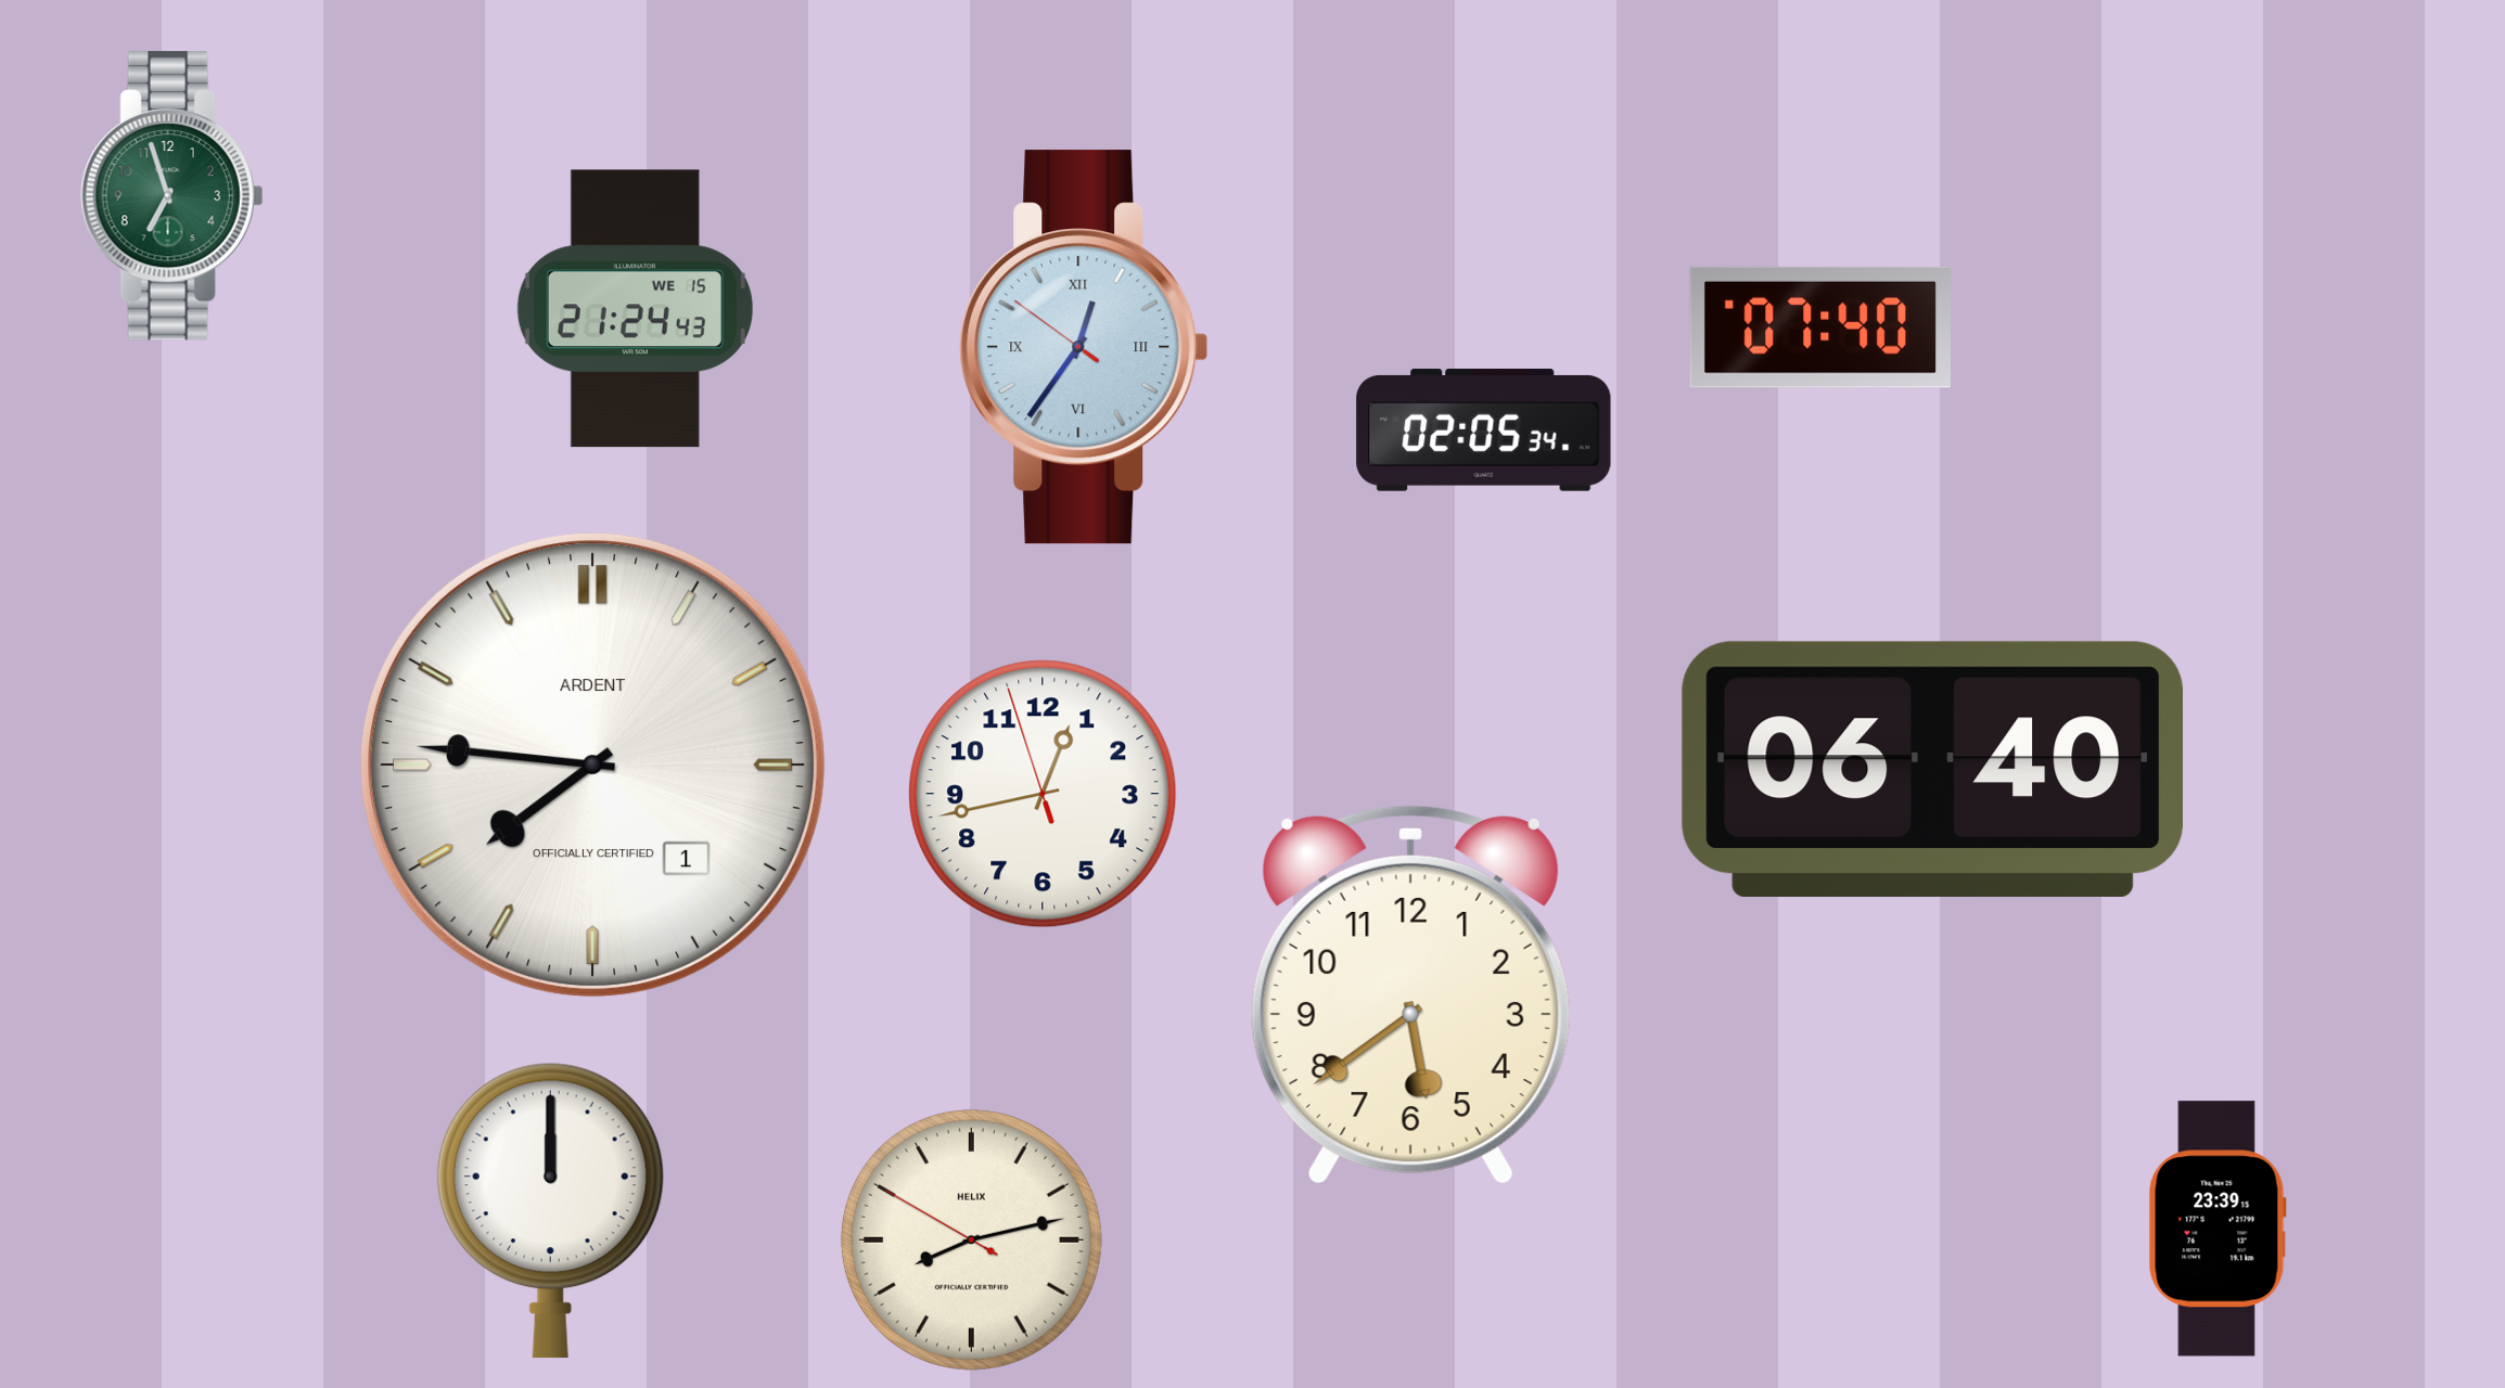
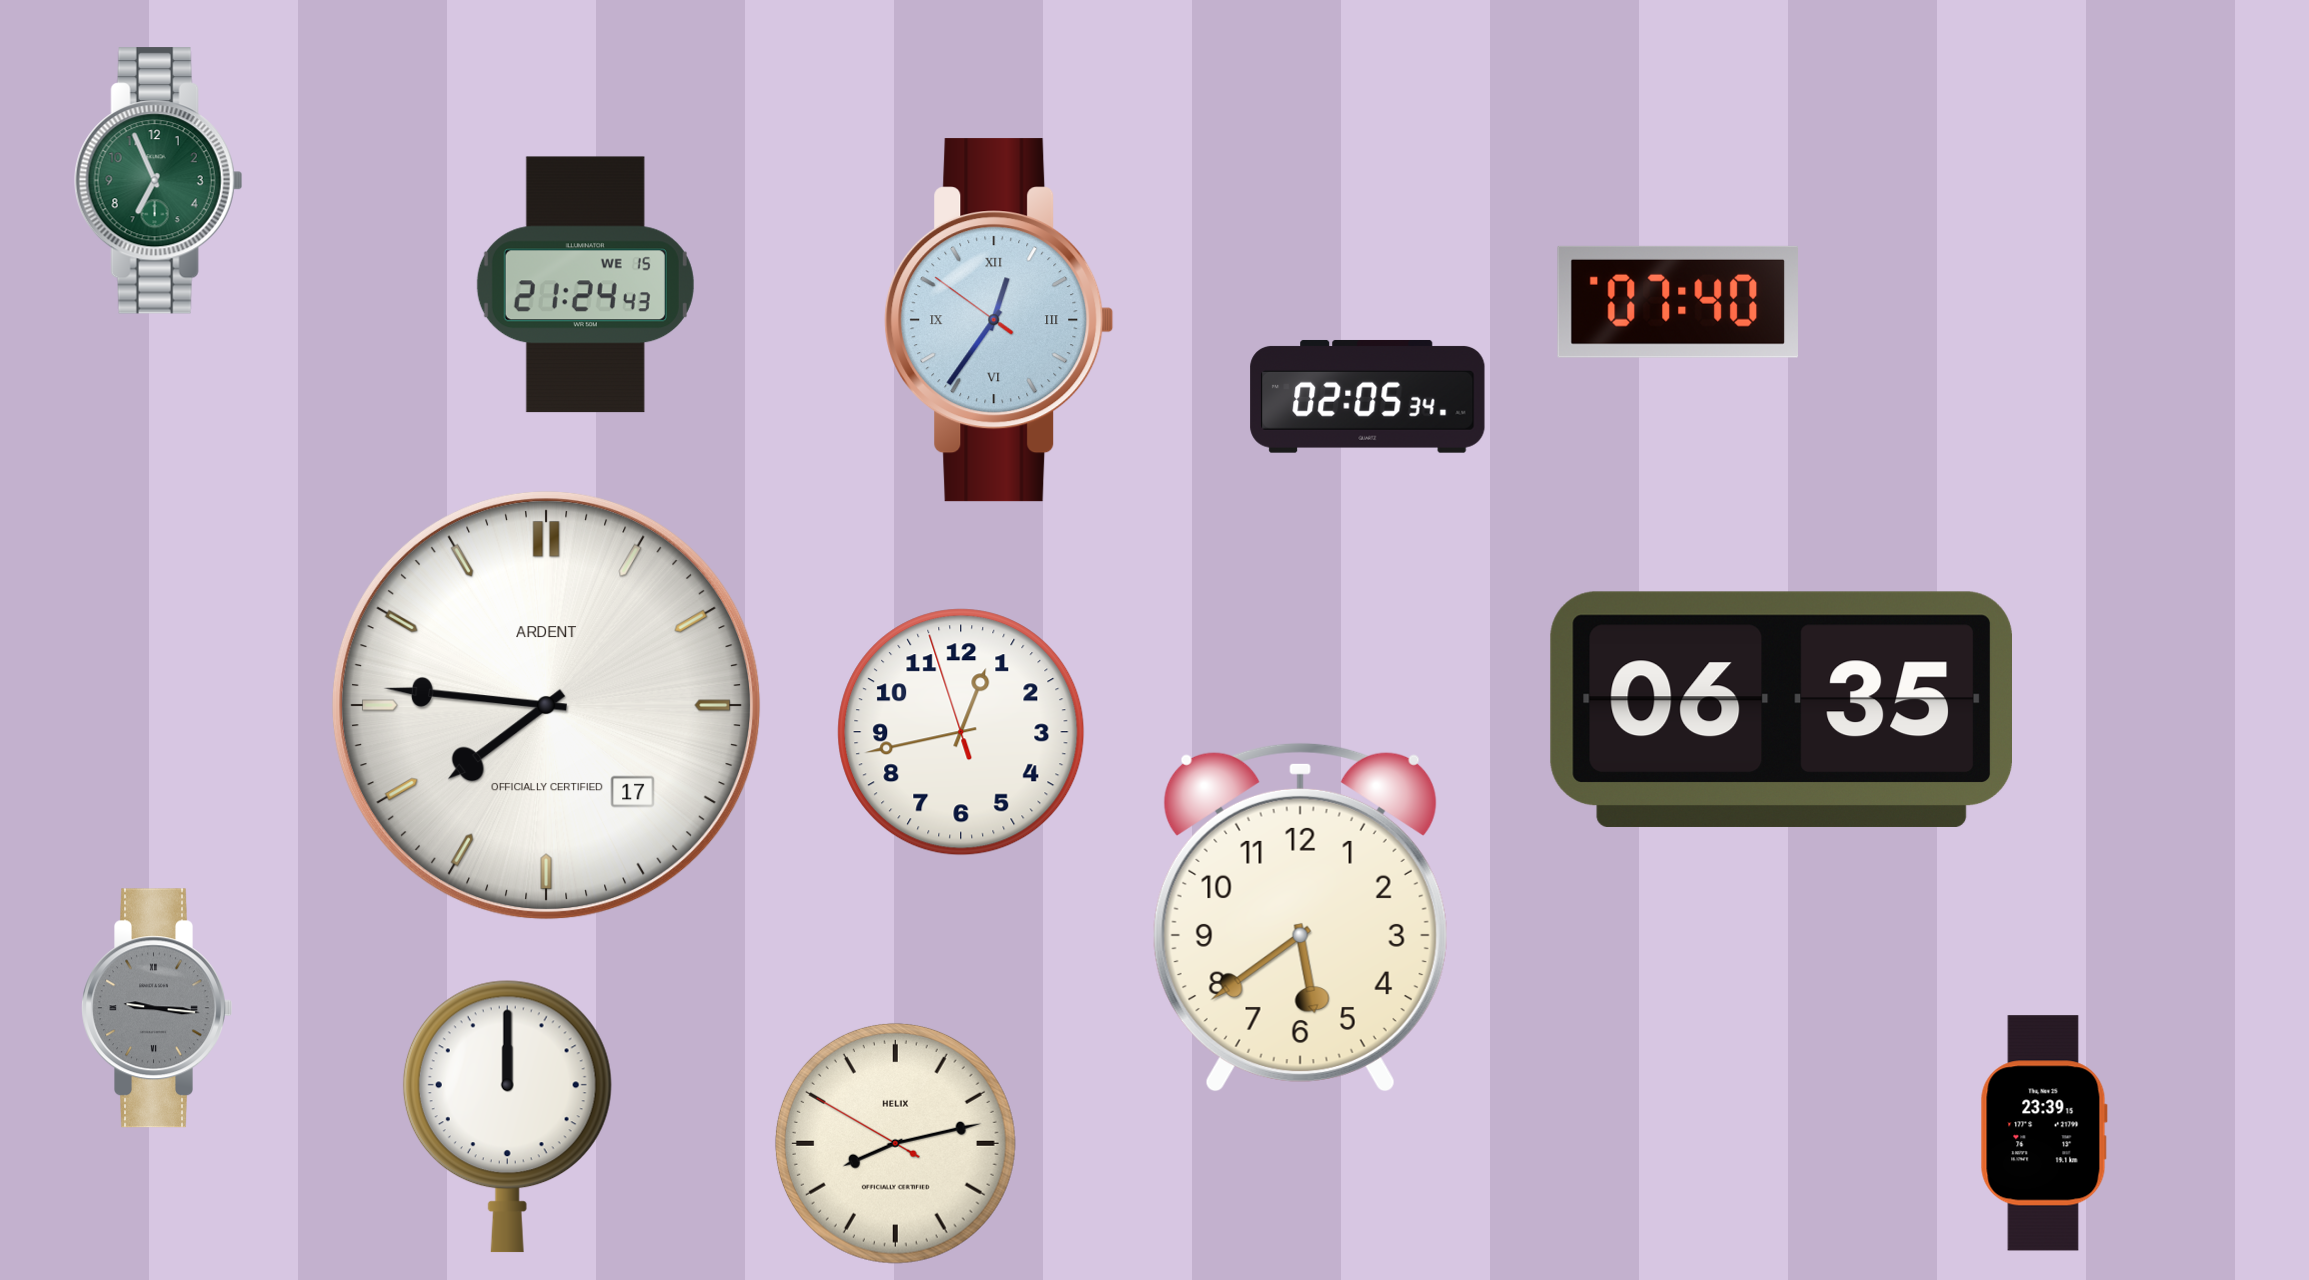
clock at (171, 196): 6:57 -> 6:56
clock at (592, 764) date: 1 -> 17
clock at (1932, 769): 06:40 -> 06:35
clock at (157, 1008): none -> 9:16
